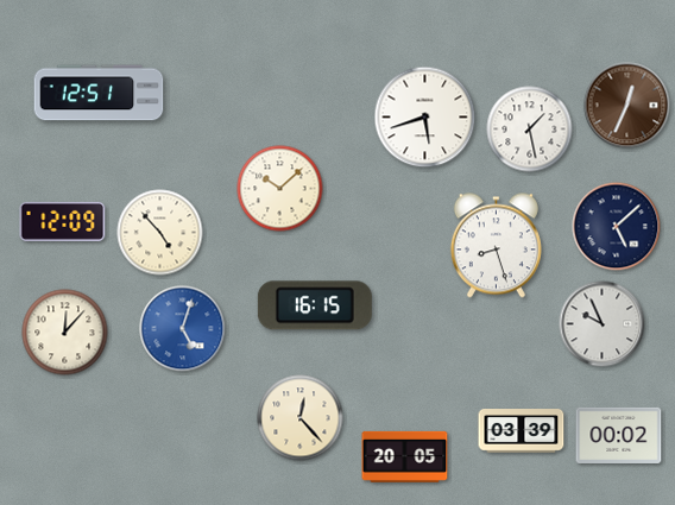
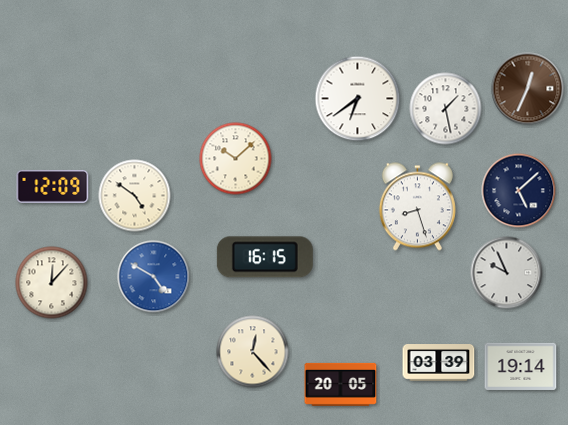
clock at (99, 93): 12:51 -> none
clock at (425, 118): 5:42 -> 6:39
clock at (160, 233): 4:53 -> 4:51
clock at (183, 329): 5:03 -> 4:50
clock at (65, 333) position: (65, 333) -> (52, 283)
clock at (619, 435): 00:02 -> 19:14
